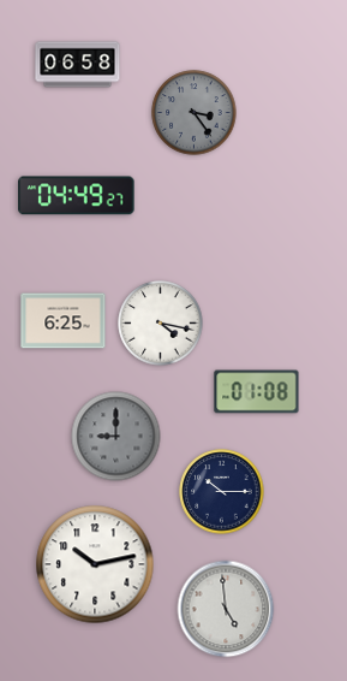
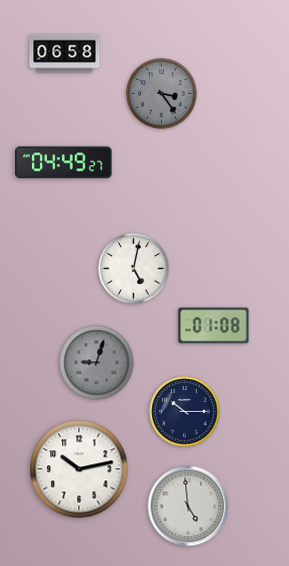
clock at (64, 321): 6:25 -> none
clock at (161, 324): 4:17 -> 5:02
clock at (116, 437): 9:00 -> 9:03
clock at (222, 492) position: (222, 492) -> (185, 412)
